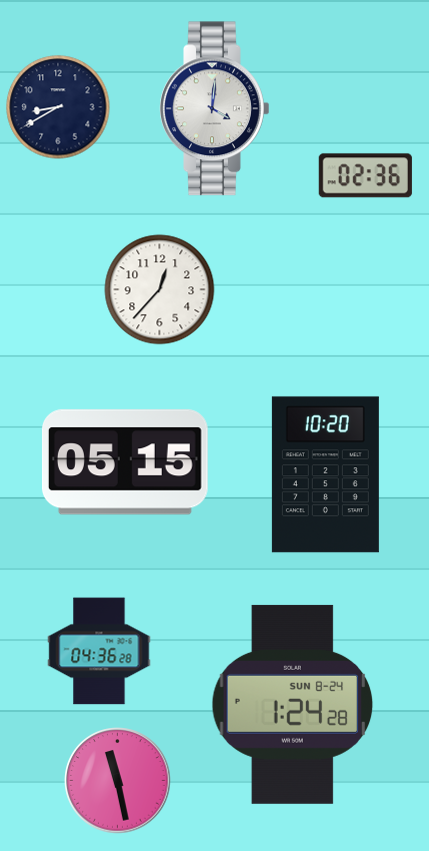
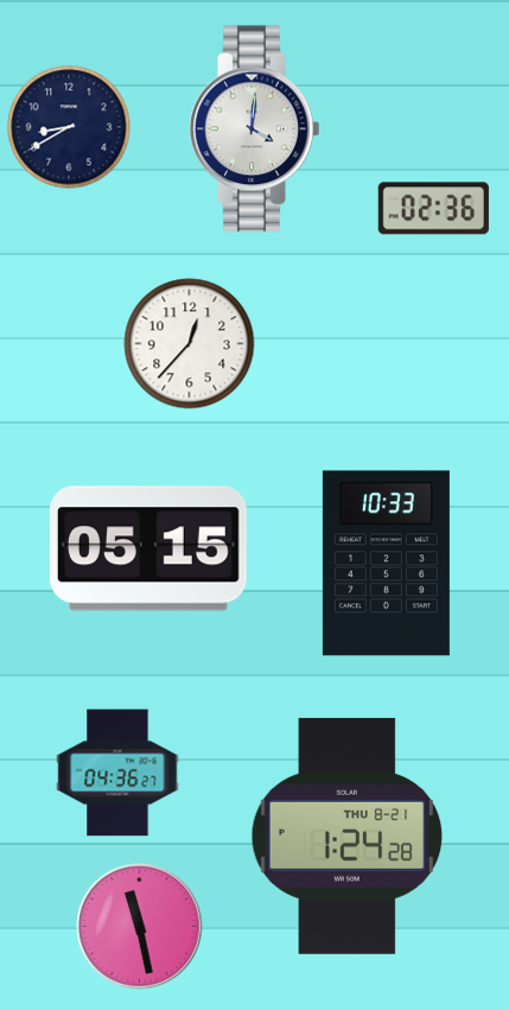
clock at (325, 475): 10:20 -> 10:33
clock at (99, 651): 04:36:28 -> 04:36:27
clock at (293, 704) date: SUN 8-24 -> THU 8-21
